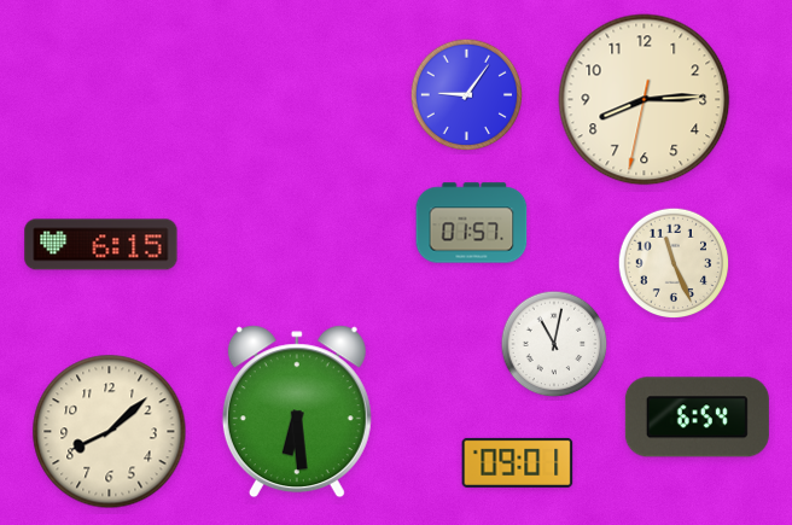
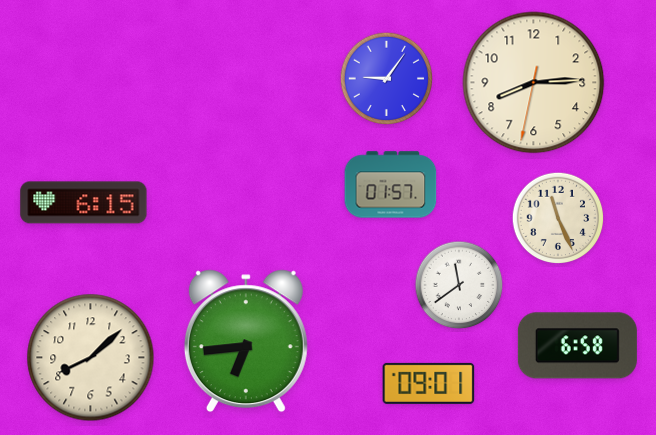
clock at (554, 344): 11:02 -> 11:39
clock at (297, 412): 6:29 -> 6:44
clock at (697, 418): 6:54 -> 6:58
